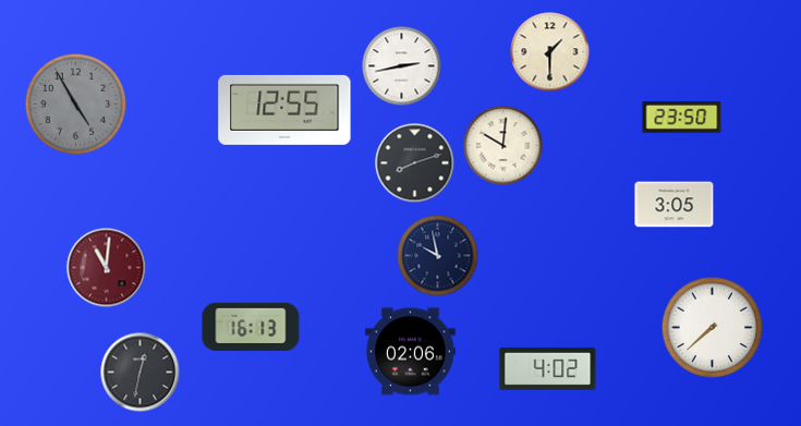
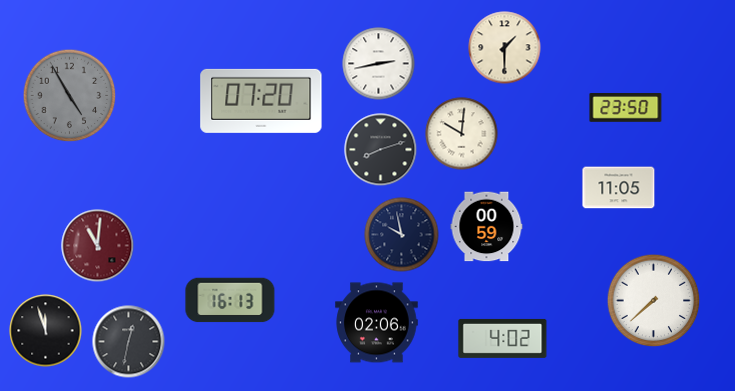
clock at (402, 66) position: (402, 66) -> (379, 64)
clock at (284, 110): 12:55 -> 07:20
clock at (675, 205): 3:05 -> 11:05
clock at (487, 227): none -> 00:59
clock at (46, 331): none -> 11:57
